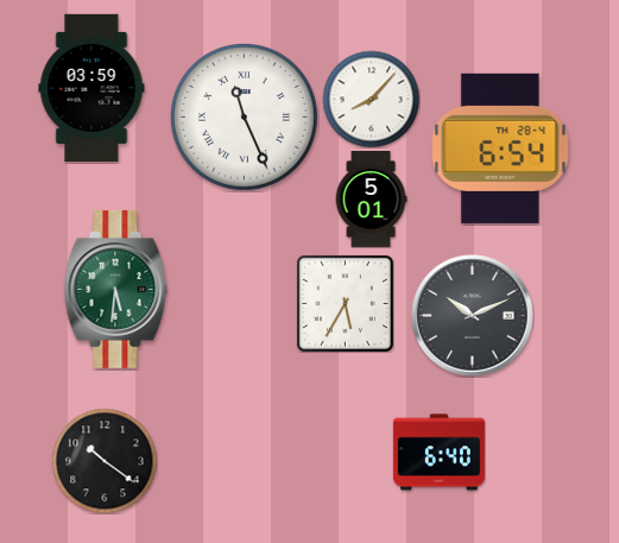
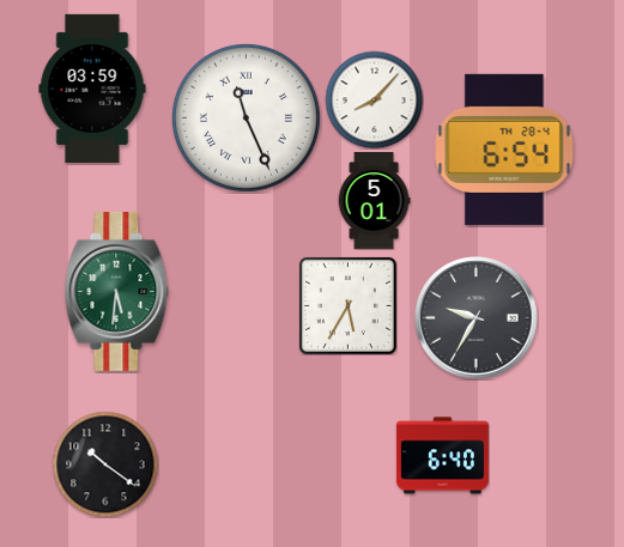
clock at (473, 316): 10:11 -> 9:35
